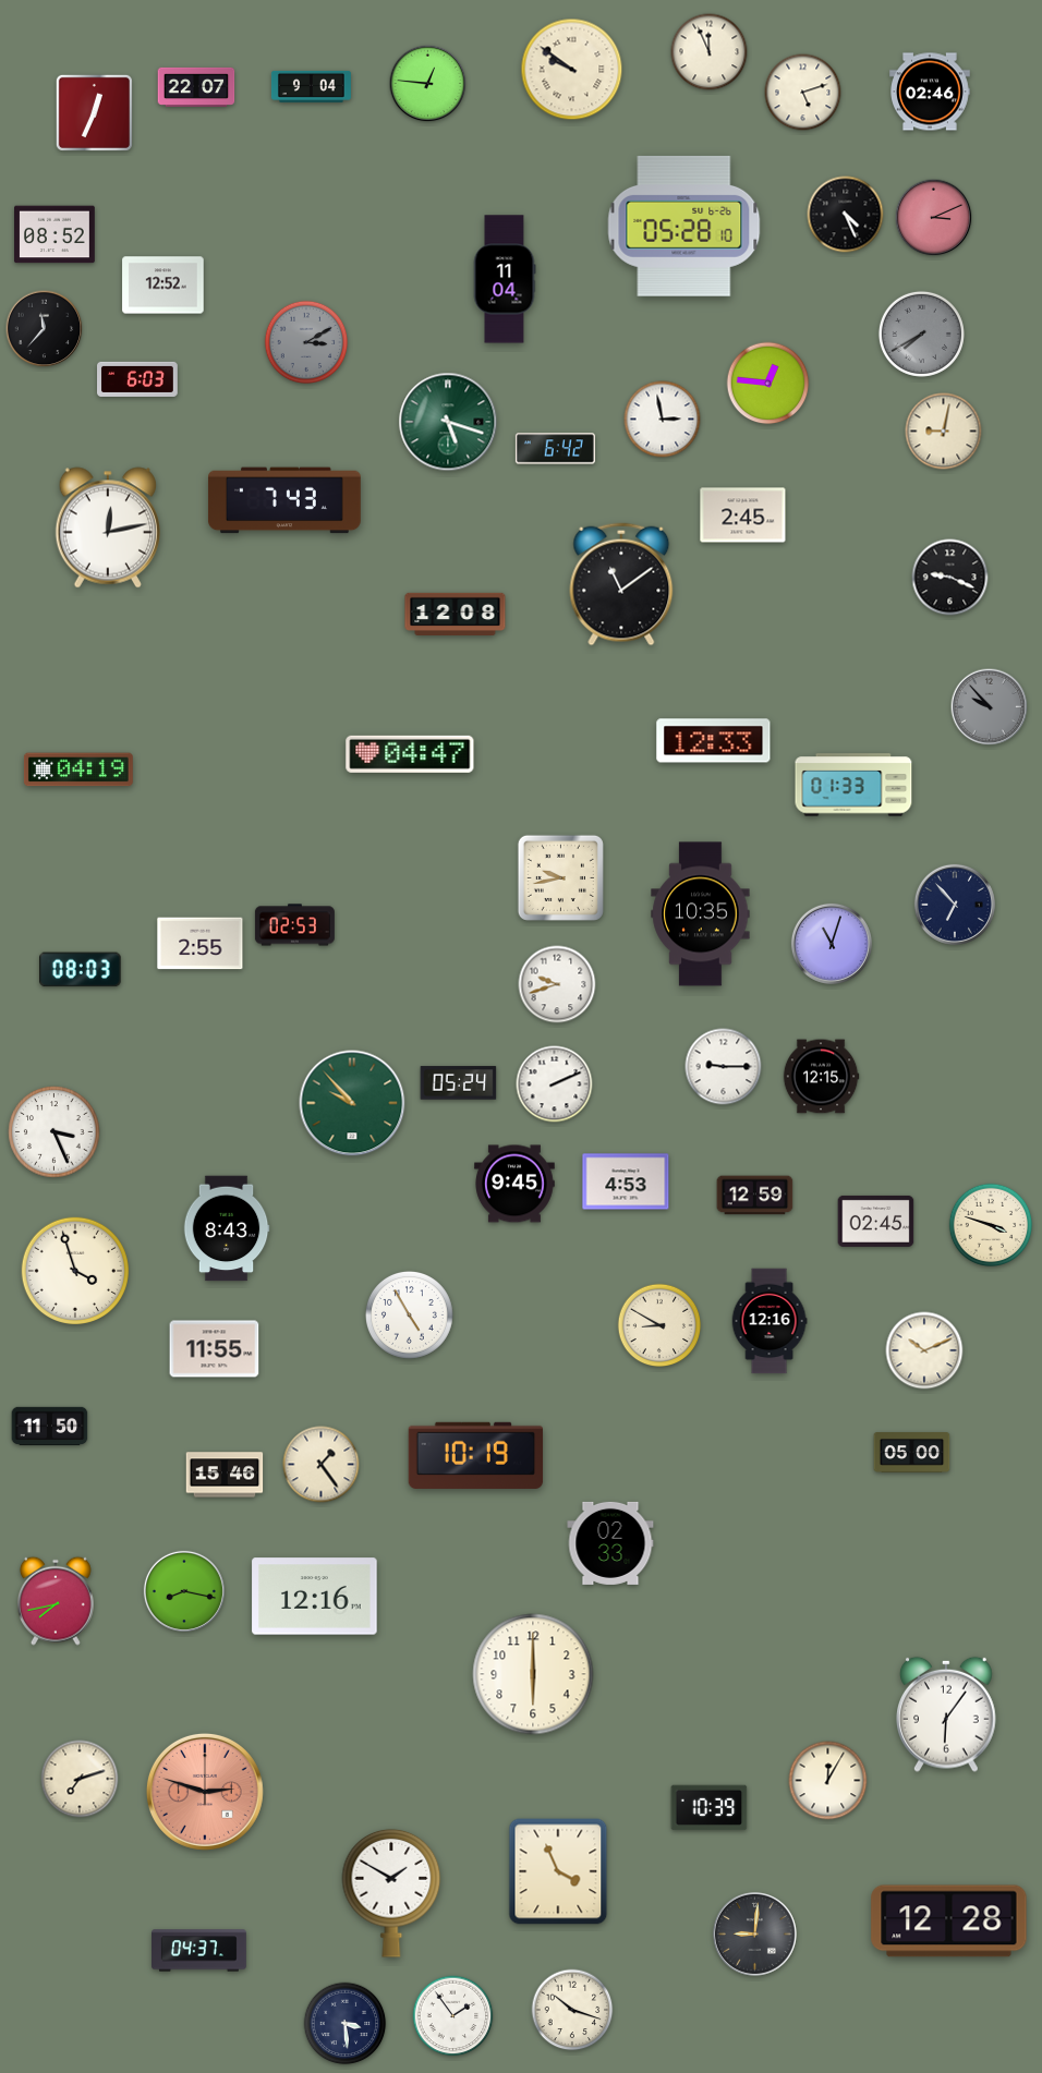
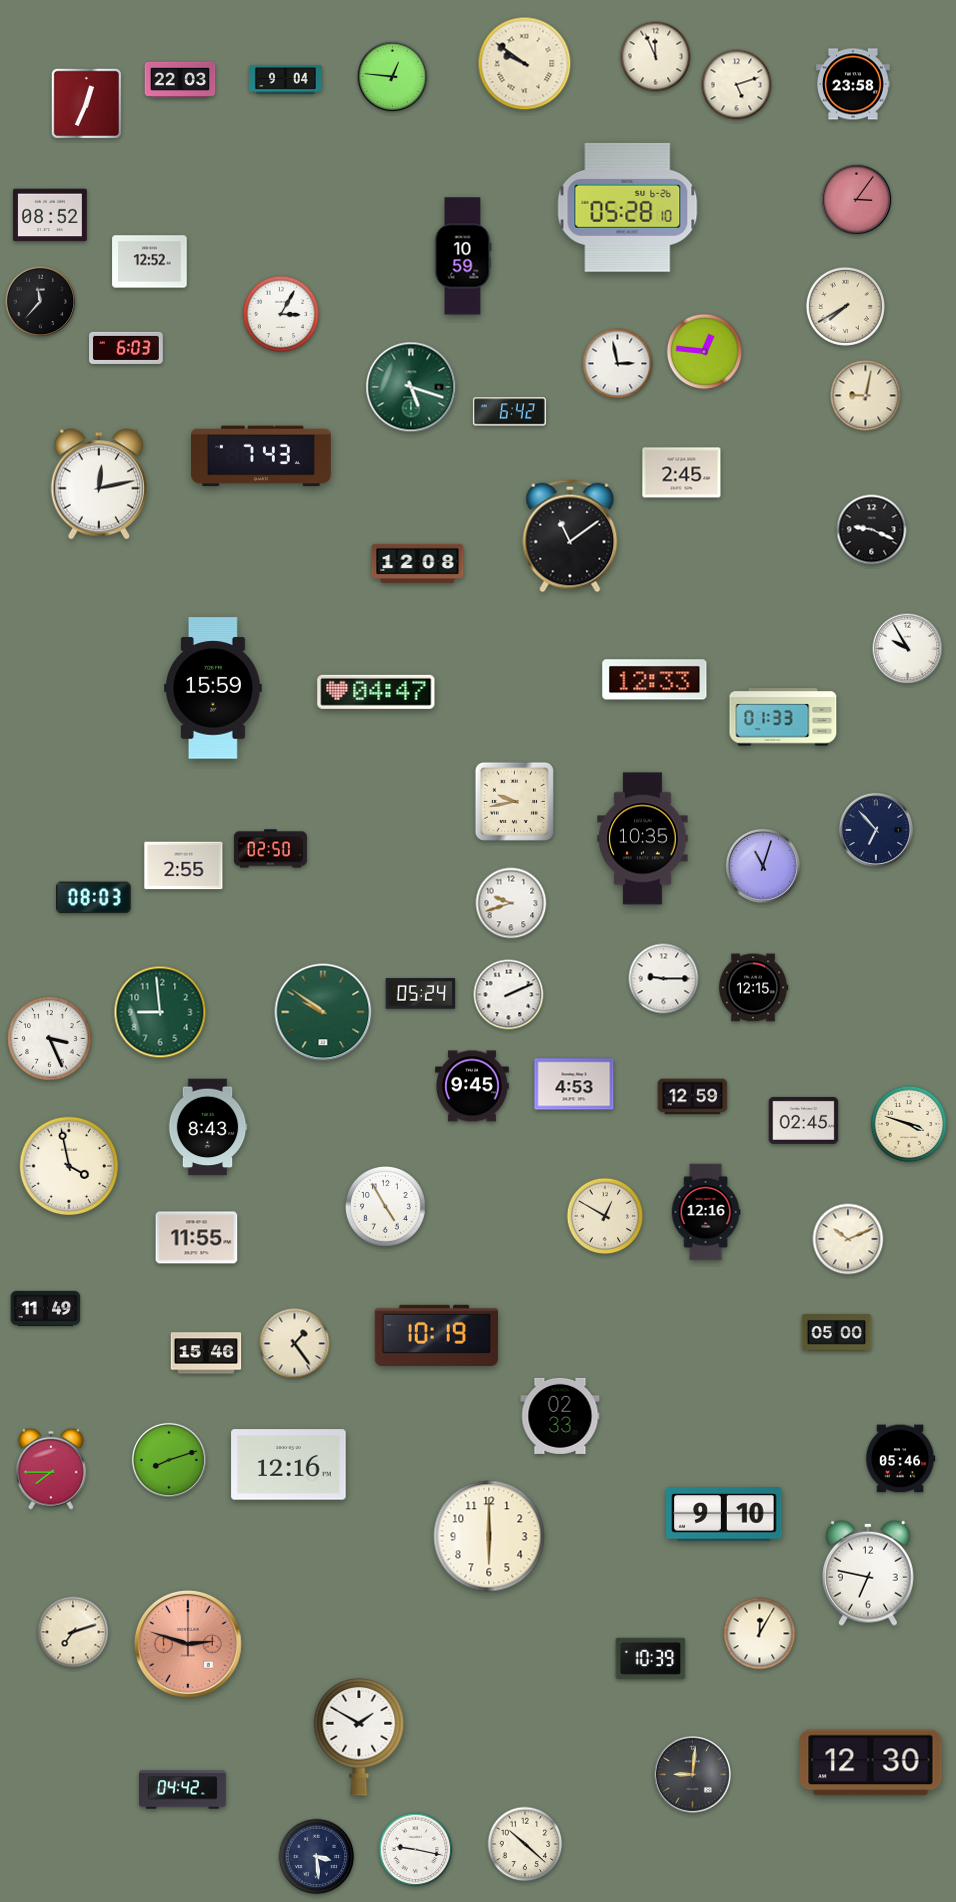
clock at (710, 52) position: (710, 52) -> (656, 57)
clock at (196, 87): 22:07 -> 22:03
clock at (931, 92): 02:46 -> 23:58
clock at (846, 215): 4:26 -> none
clock at (934, 218): 3:11 -> 3:06
clock at (505, 279): 11:04 -> 10:59
clock at (921, 334) dial: grey -> cream
clock at (306, 342): 3:10 -> 3:05
clock at (306, 342) dial: grey -> white
clock at (663, 420) position: (663, 420) -> (618, 364)
clock at (284, 500) position: (284, 500) -> (261, 456)
clock at (990, 707): 9:53 -> 9:55
clock at (990, 707) dial: grey -> white
clock at (213, 688): none -> 15:59
clock at (78, 769): 04:19 -> none
clock at (853, 785) position: (853, 785) -> (783, 717)
clock at (560, 877) position: (560, 877) -> (514, 801)
clock at (294, 925): 02:53 -> 02:50
clock at (81, 970) position: (81, 970) -> (94, 898)
clock at (160, 1012): none -> 8:59
clock at (352, 1103): 9:53 -> 9:51
clock at (74, 1270): 3:57 -> 3:58
clock at (409, 1314) position: (409, 1314) -> (385, 1206)
clock at (659, 1325): 8:50 -> 12:50
clock at (50, 1427): 11:50 -> 11:49
clock at (900, 1459): none -> 05:46
clock at (184, 1591): 8:17 -> 8:12
clock at (56, 1601): 7:43 -> 7:45
clock at (724, 1514): none -> 9:10
clock at (947, 1714): 6:06 -> 6:47
clock at (558, 1871): 3:56 -> none
clock at (949, 1922): 12:28 -> 12:30
clock at (199, 1951): 04:37 -> 04:42
clock at (572, 2010): 10:18 -> 10:22
clock at (453, 2016): 1:54 -> 9:17
